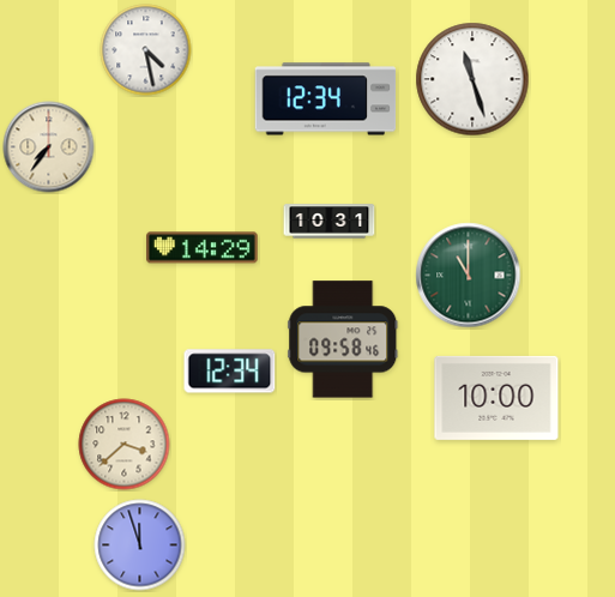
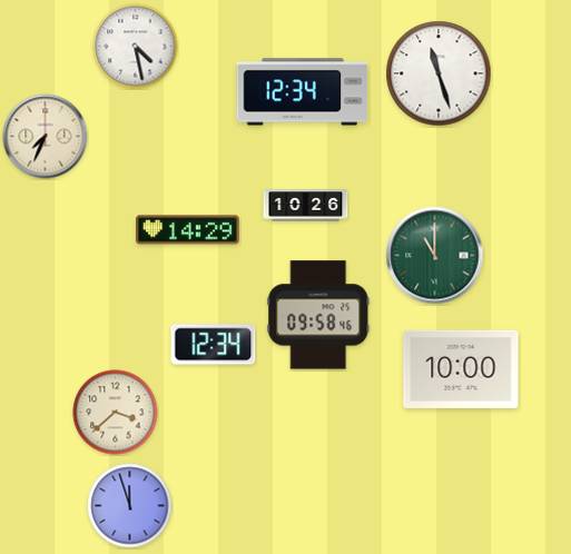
clock at (49, 147): 7:36 -> 7:34
clock at (330, 222): 10:31 -> 10:26
